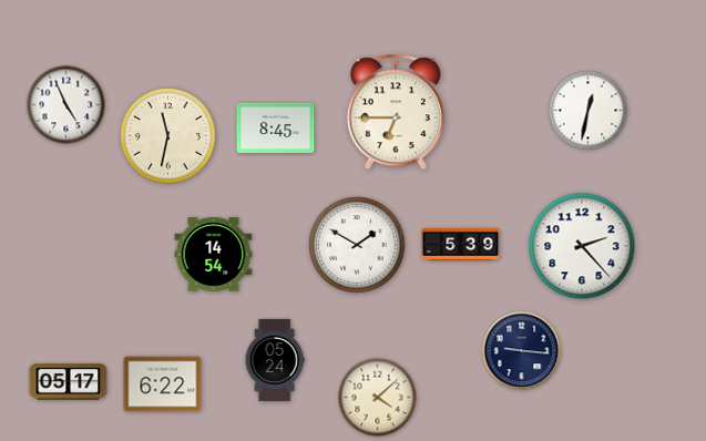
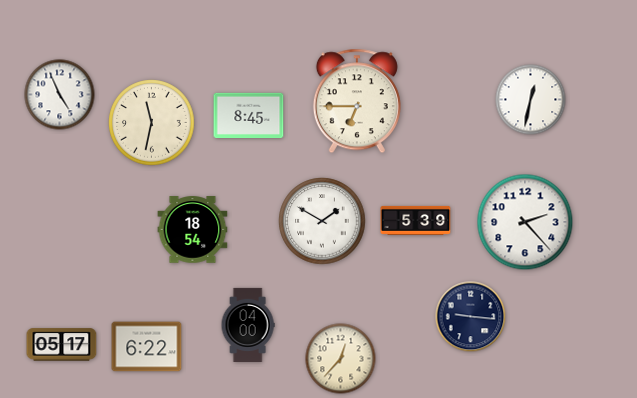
clock at (214, 255): 14:54 -> 18:54
clock at (275, 360): 05:24 -> 04:00
clock at (378, 398): 4:08 -> 12:37
